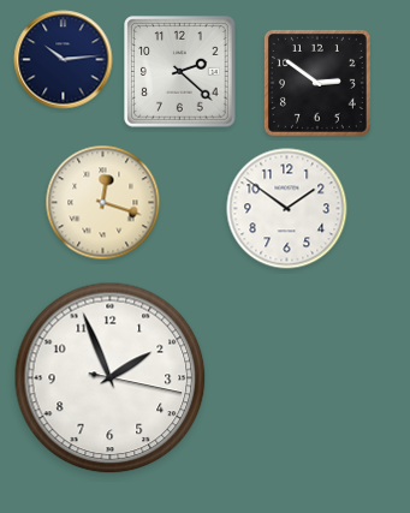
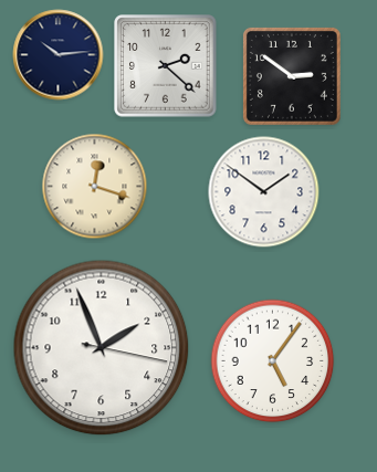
clock at (273, 361): none -> 5:06
